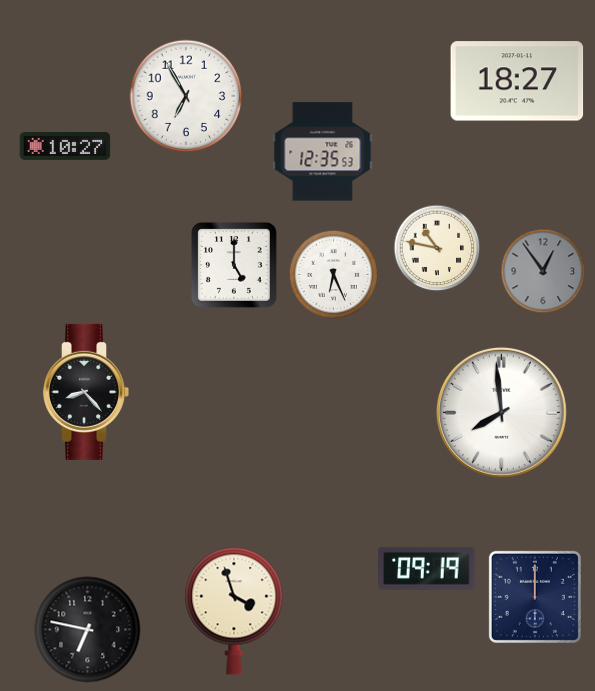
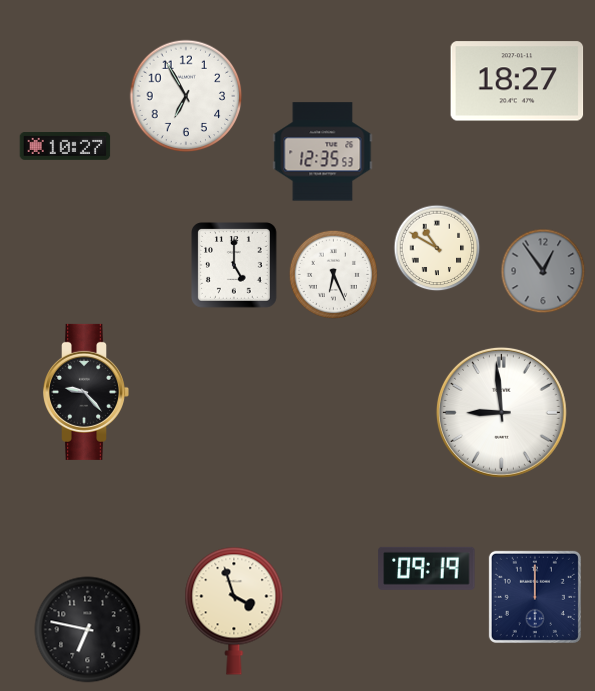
clock at (437, 248): 10:47 -> 10:50
clock at (86, 392): 8:23 -> 9:23
clock at (501, 412): 7:59 -> 8:59
